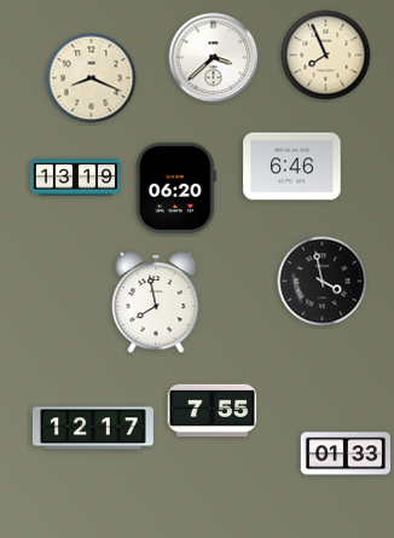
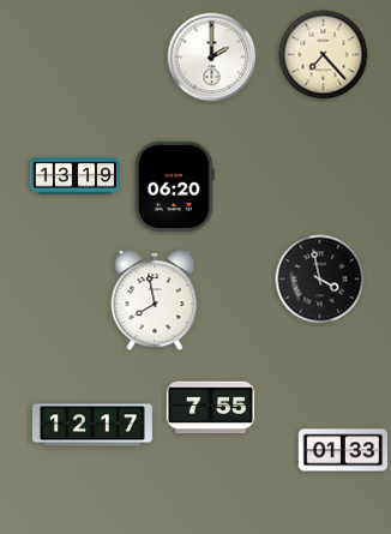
clock at (326, 56): 7:56 -> 7:23
clock at (214, 58): 3:38 -> 2:00
clock at (92, 79): 8:19 -> none
clock at (292, 167): 6:46 -> none
